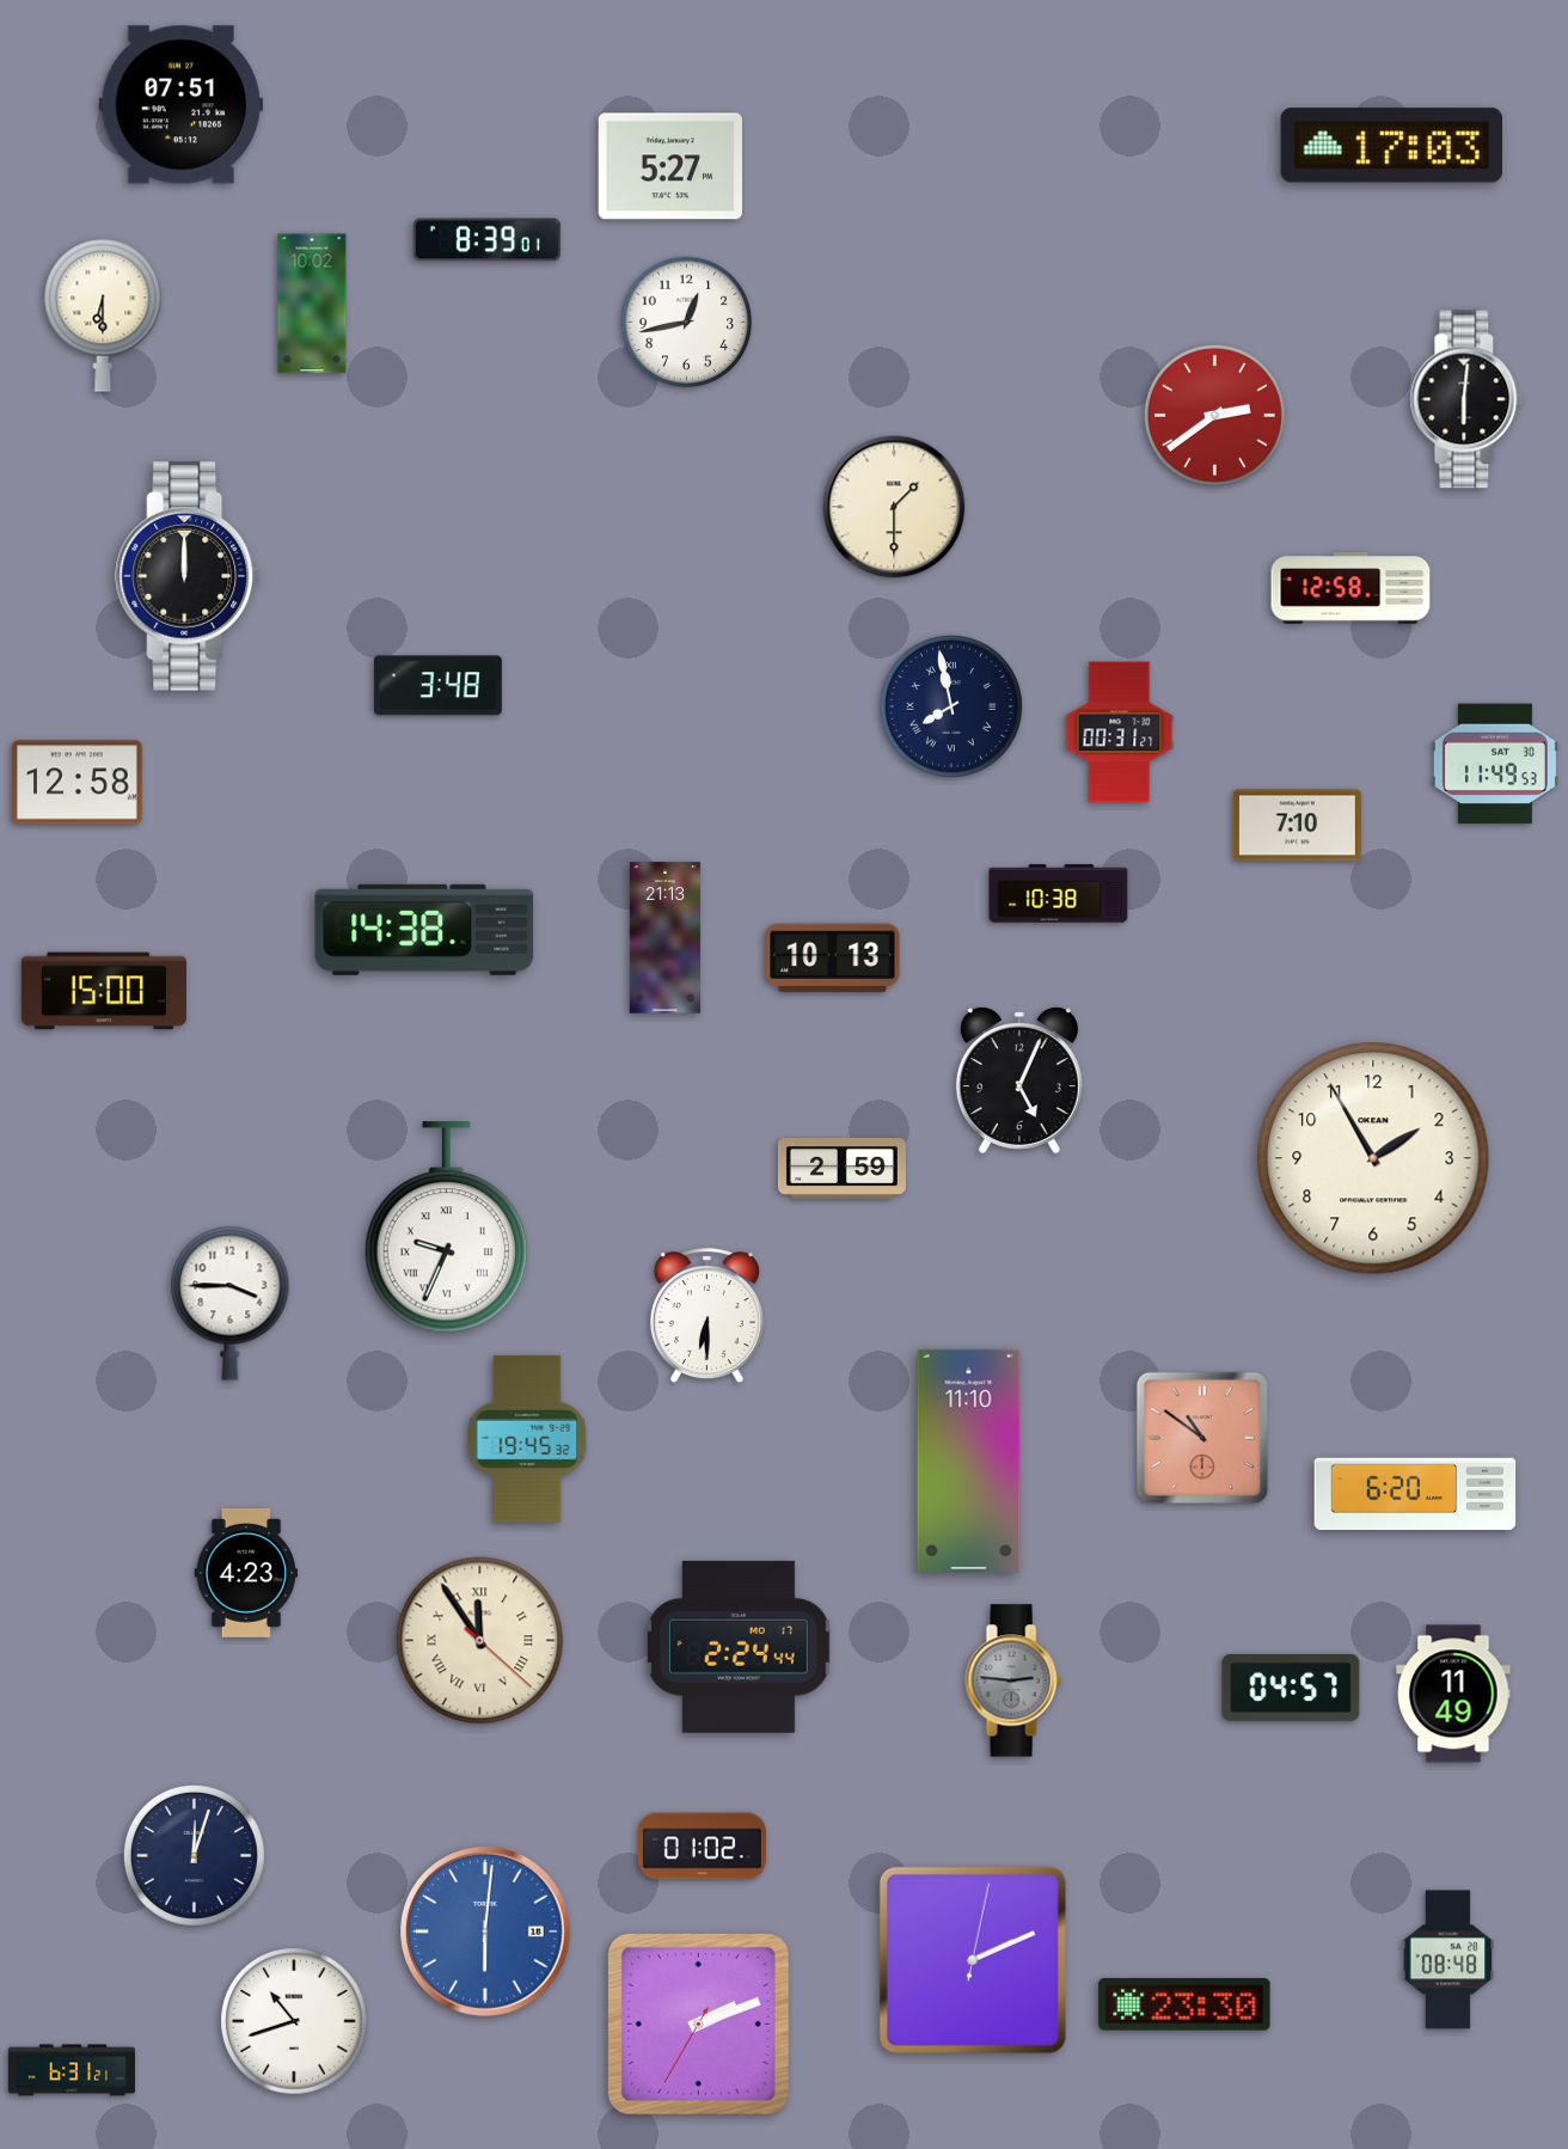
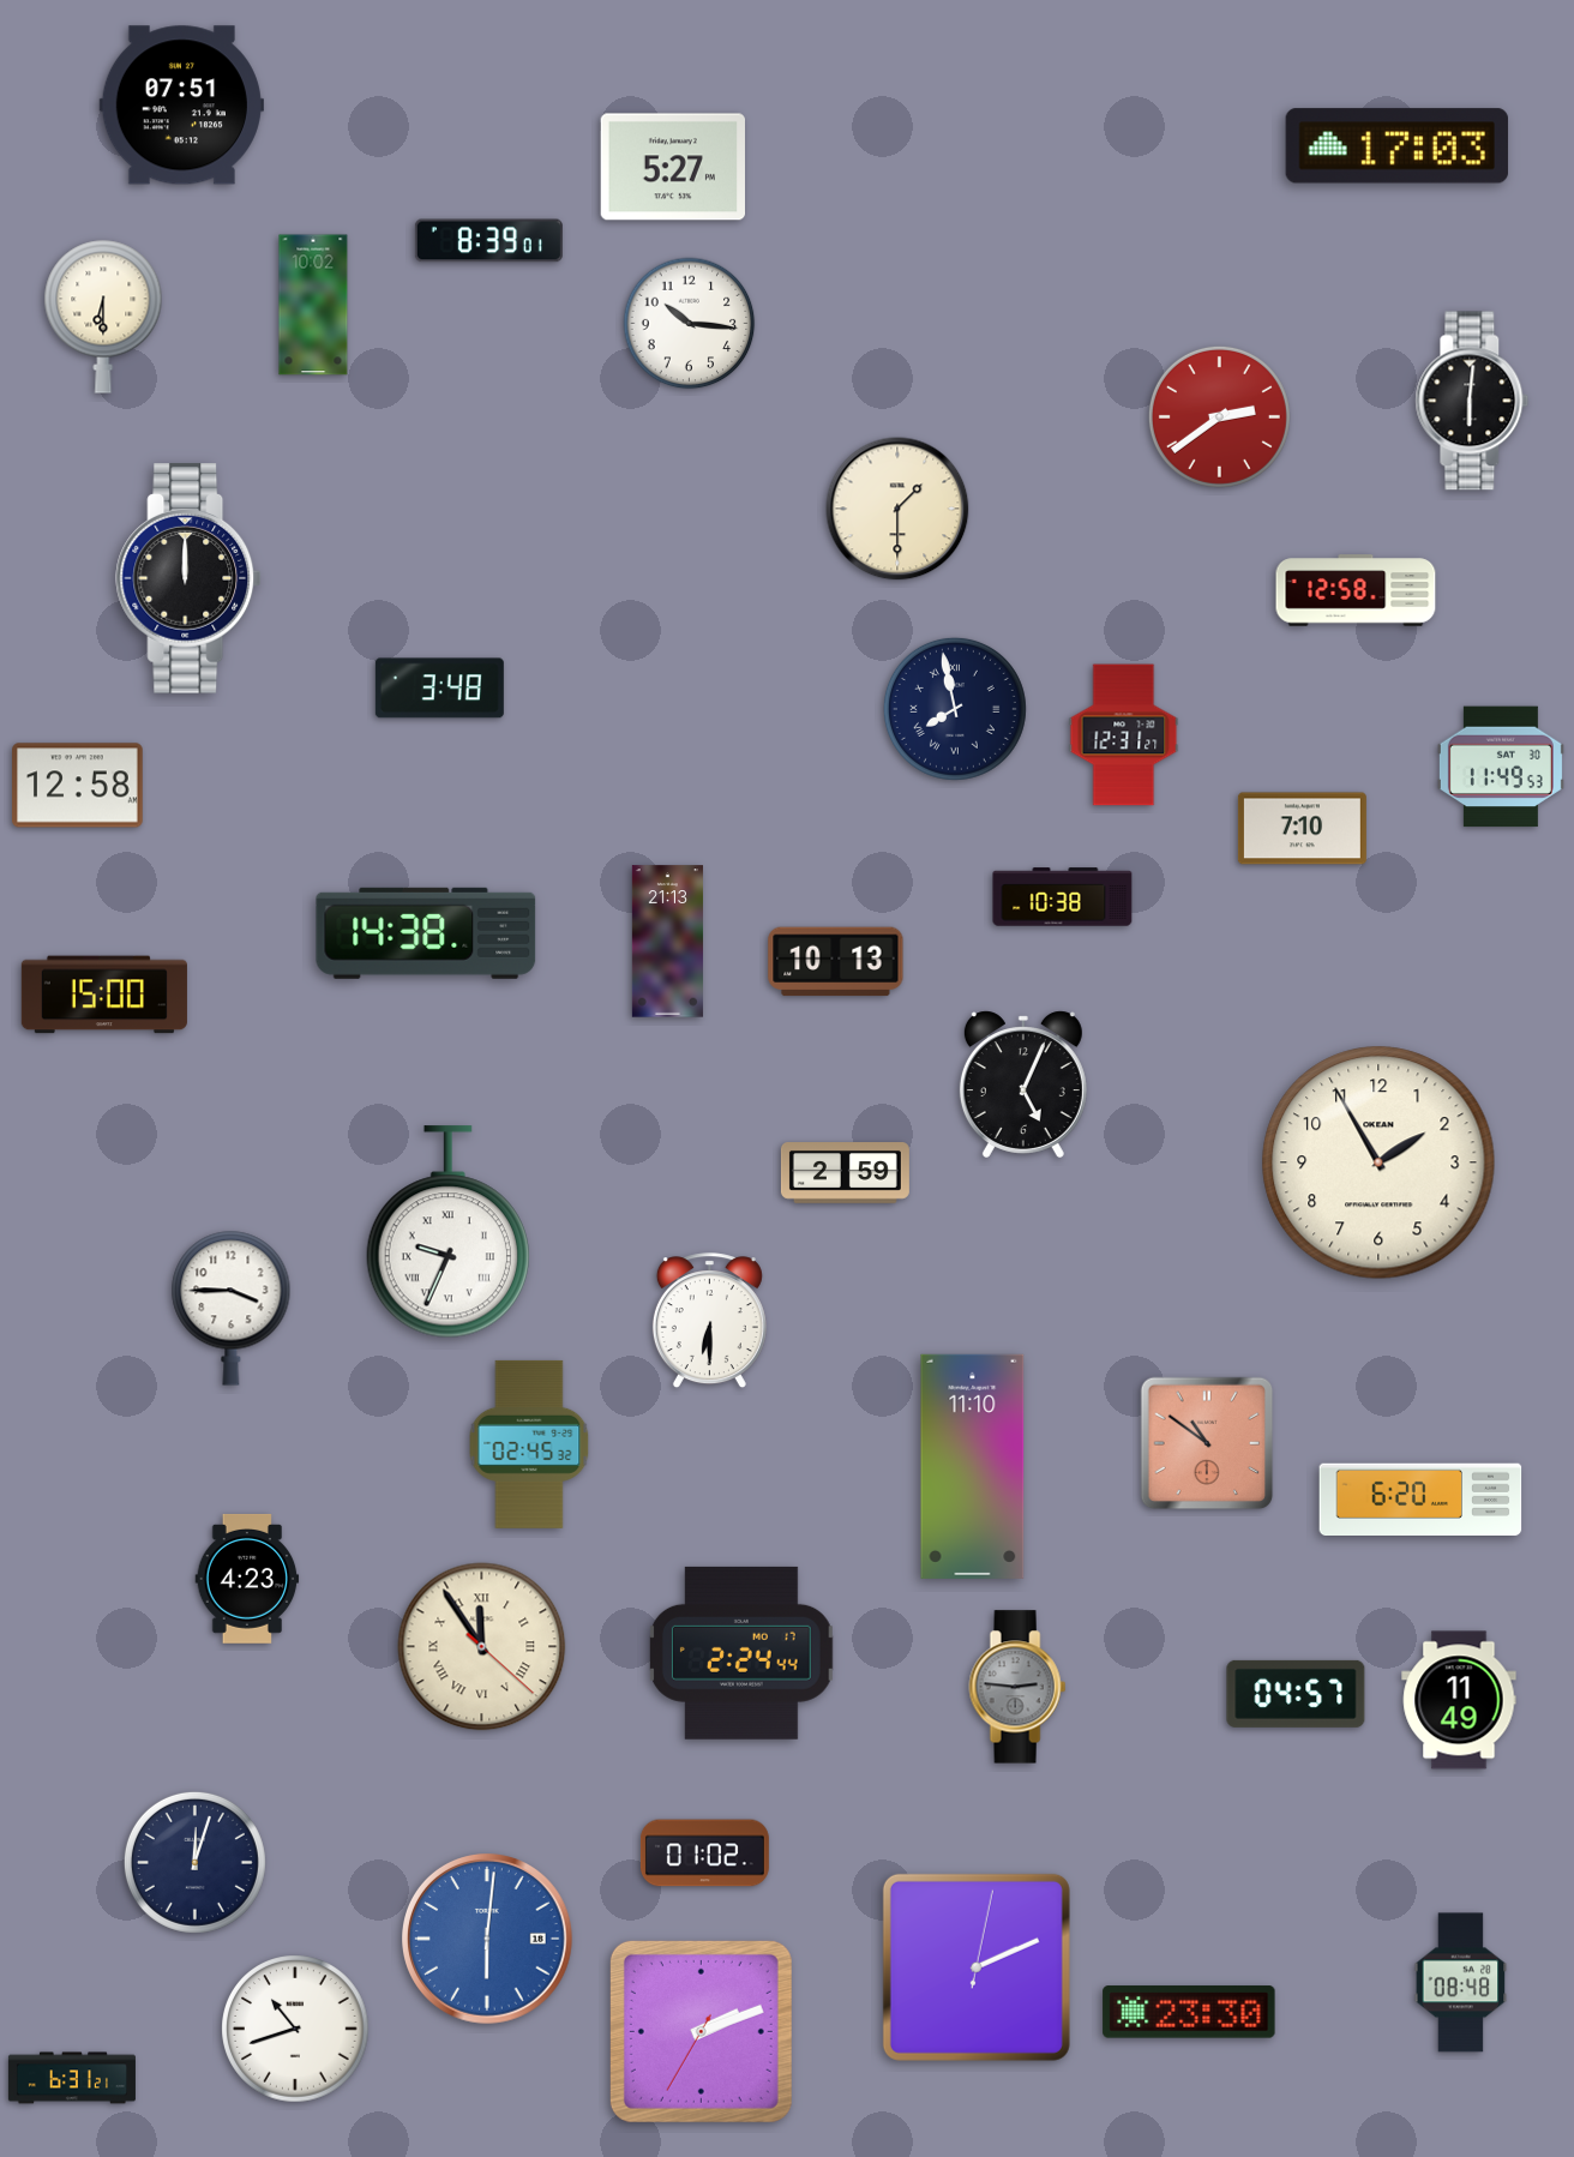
clock at (687, 323): 12:43 -> 10:16
clock at (1120, 733): 00:31 -> 12:31
clock at (527, 1439): 19:45 -> 02:45
clock at (1448, 1960) position: (1448, 1960) -> (1461, 1983)
